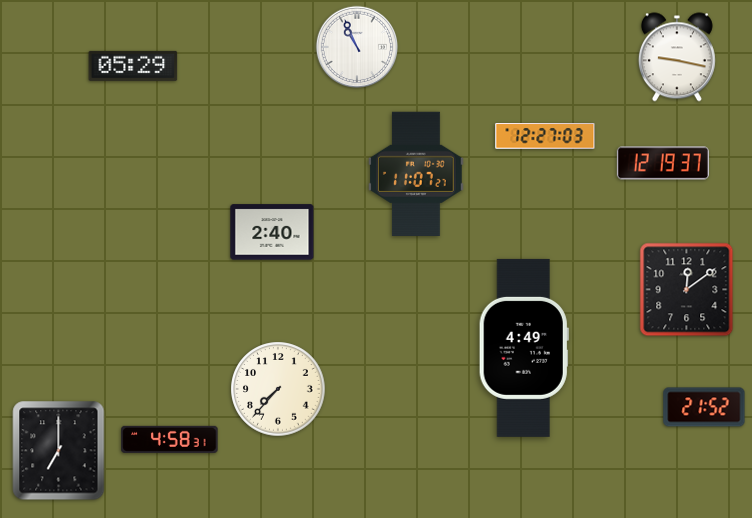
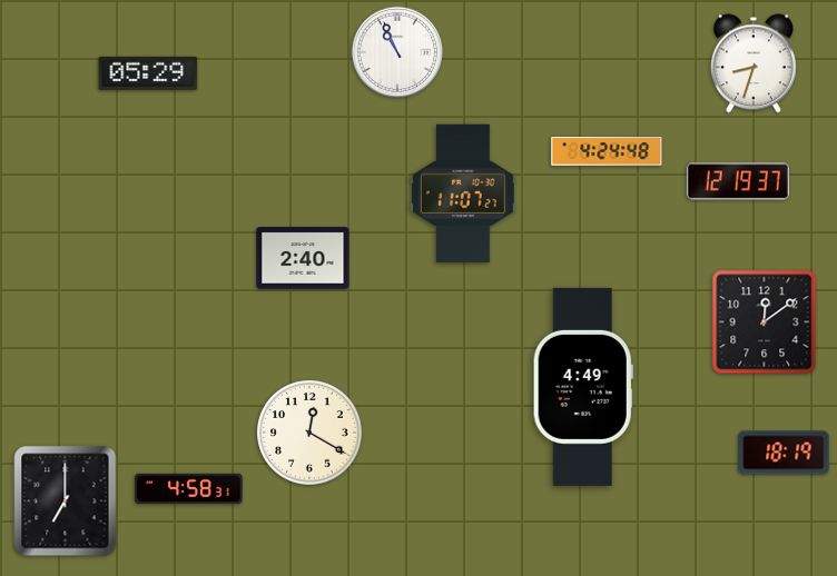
clock at (677, 57): 9:17 -> 8:33
clock at (545, 137): 12:27 -> 4:24
clock at (278, 389): 7:37 -> 12:20
clock at (704, 407): 21:52 -> 18:19
